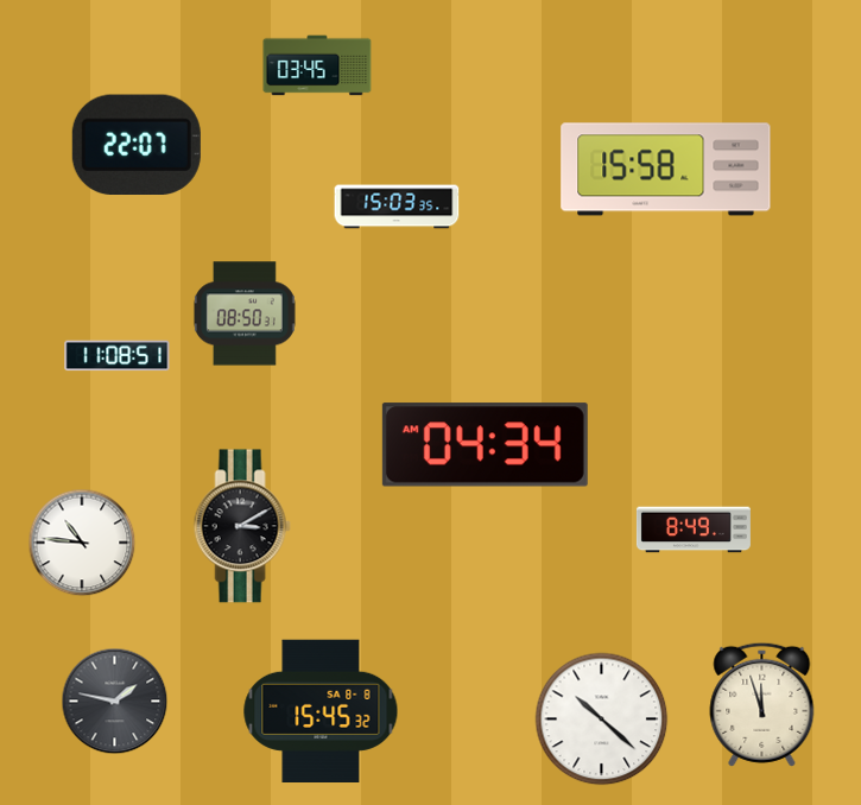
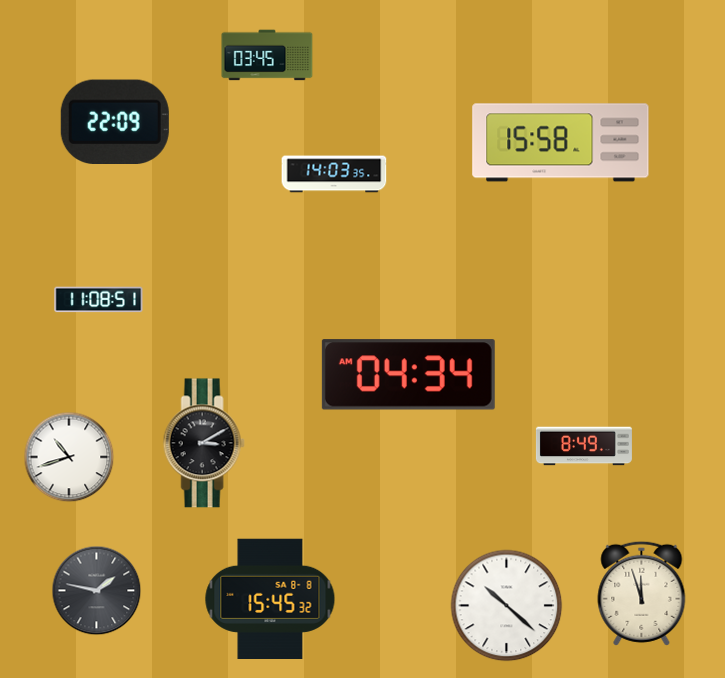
clock at (137, 144): 22:07 -> 22:09
clock at (397, 207): 15:03 -> 14:03
clock at (245, 313): 08:50 -> none
clock at (82, 543): 10:46 -> 10:42
